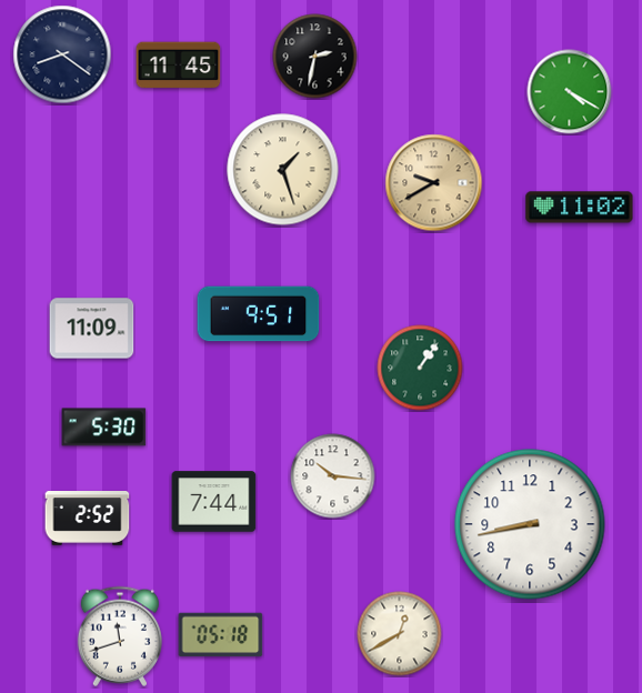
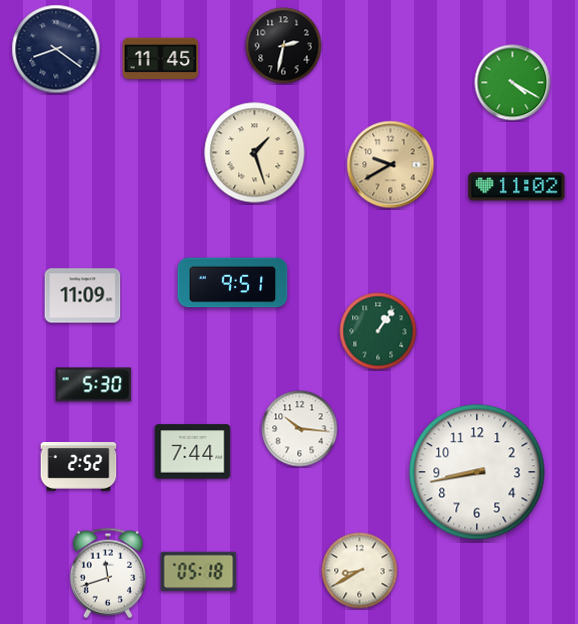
clock at (315, 57) position: (315, 57) -> (284, 46)
clock at (580, 208) position: (580, 208) -> (517, 187)
clock at (400, 634): 12:40 -> 8:40
